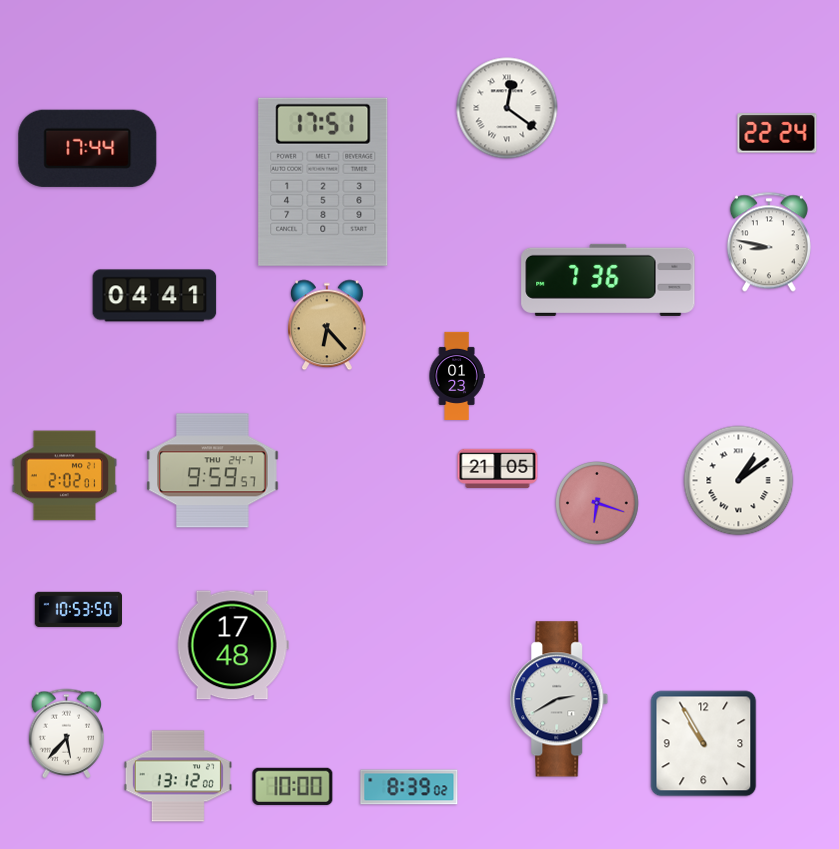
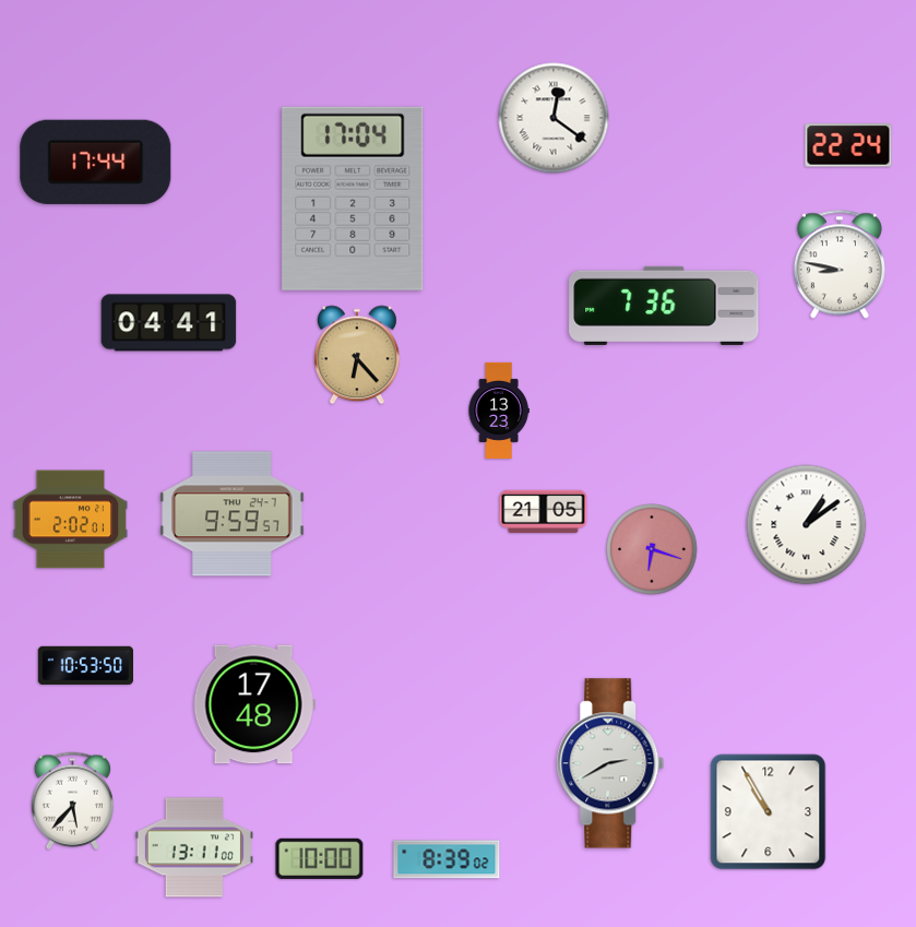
clock at (323, 182): 17:51 -> 17:04
clock at (457, 376): 01:23 -> 13:23
clock at (178, 776): 13:12 -> 13:11
